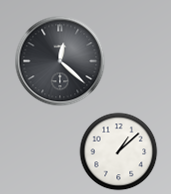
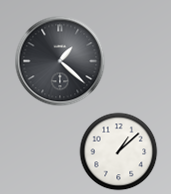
clock at (60, 61): 12:22 -> 1:22
